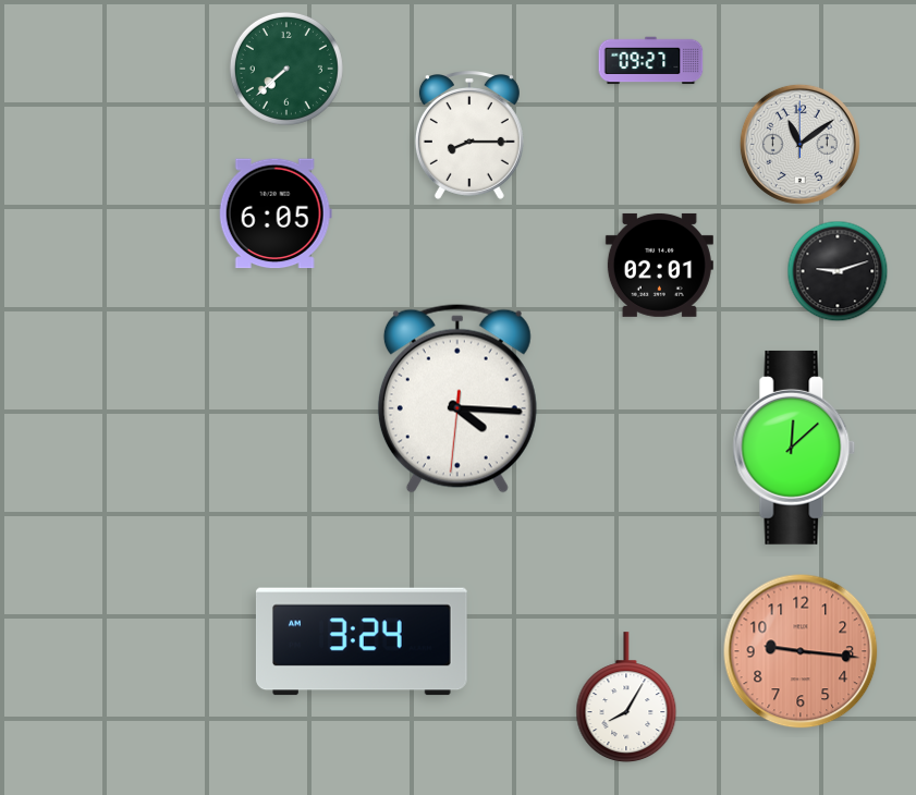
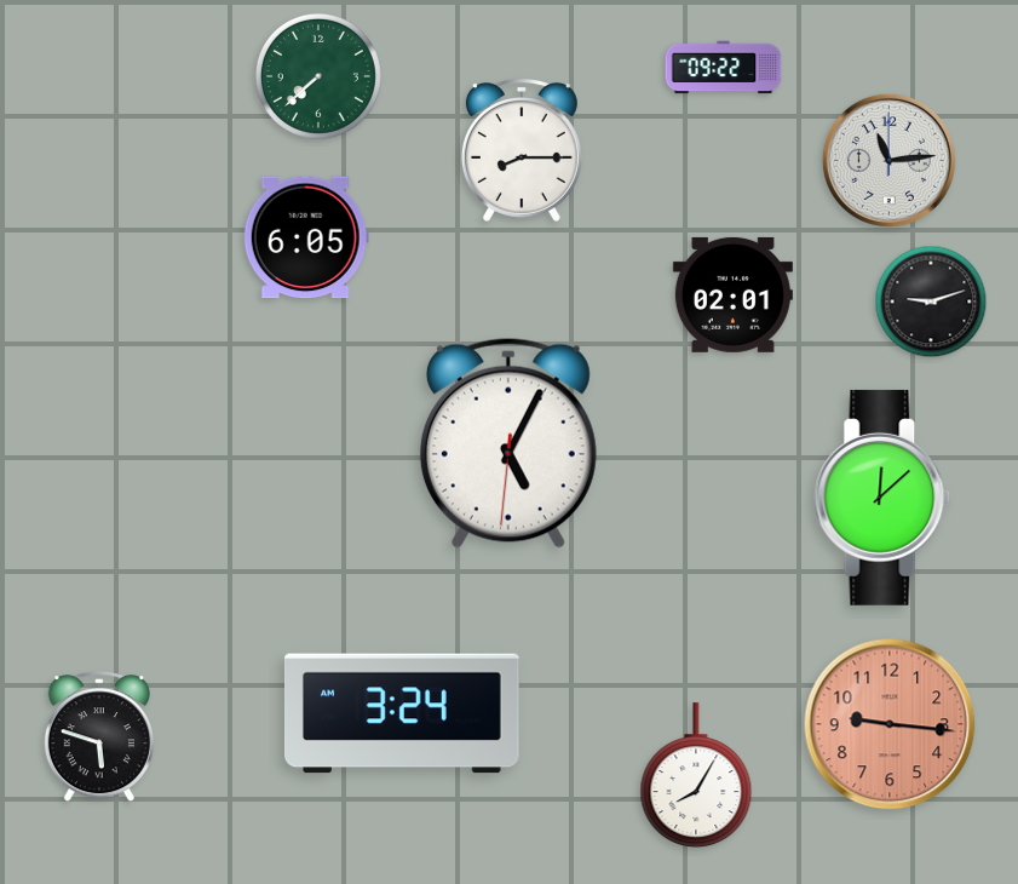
clock at (651, 61): 09:27 -> 09:22
clock at (799, 144): 11:09 -> 11:14
clock at (457, 399): 4:15 -> 5:04
clock at (99, 737): none -> 5:48
